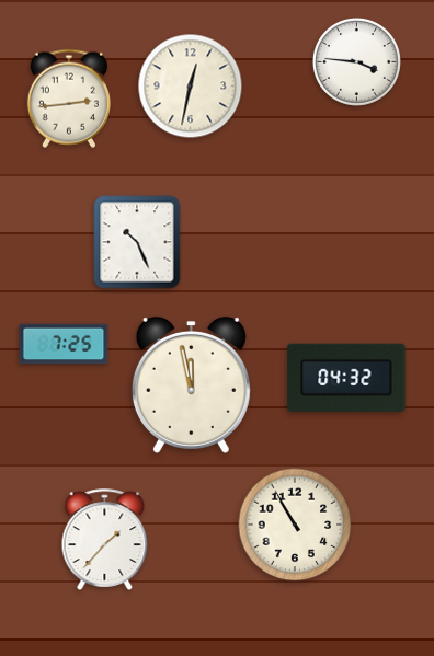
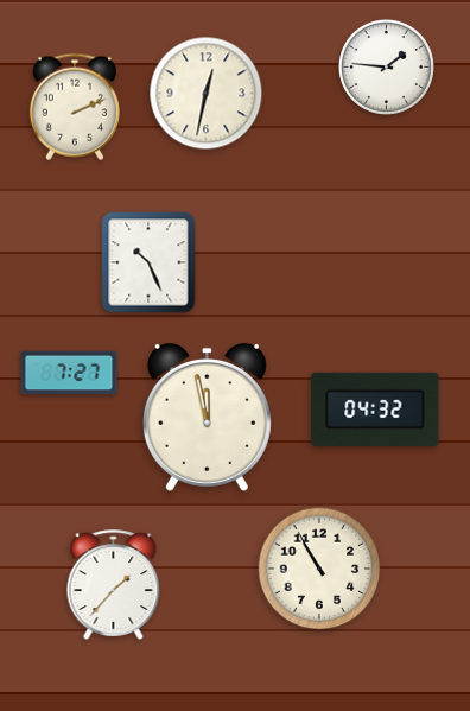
clock at (356, 61): 3:46 -> 1:46
clock at (69, 99): 2:44 -> 2:11
clock at (64, 344): 7:25 -> 7:27
